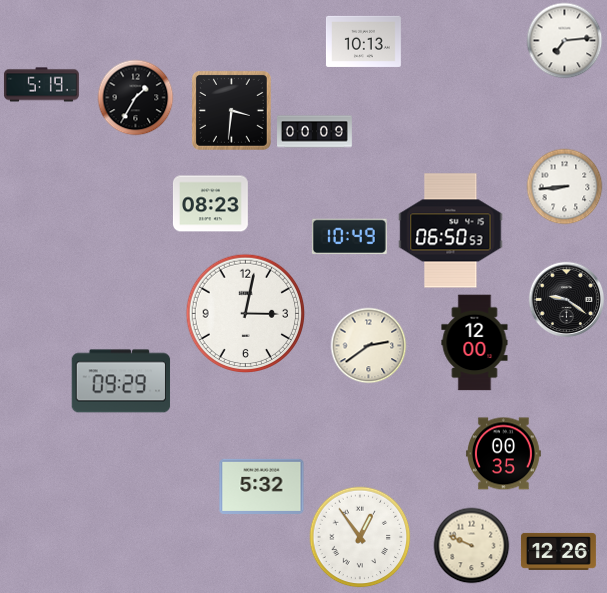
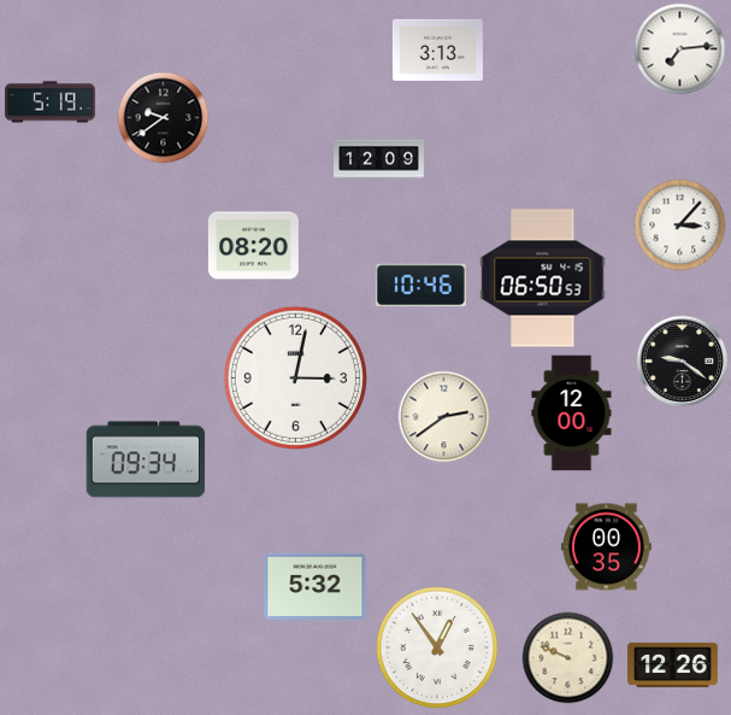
clock at (363, 41): 10:13 -> 3:13
clock at (136, 98): 1:35 -> 9:39
clock at (231, 110): 3:31 -> none
clock at (315, 132): 00:09 -> 12:09
clock at (565, 187): 8:44 -> 3:07
clock at (210, 204): 08:23 -> 08:20
clock at (349, 237): 10:49 -> 10:46
clock at (121, 381): 09:29 -> 09:34
clock at (360, 537) position: (360, 537) -> (437, 647)
